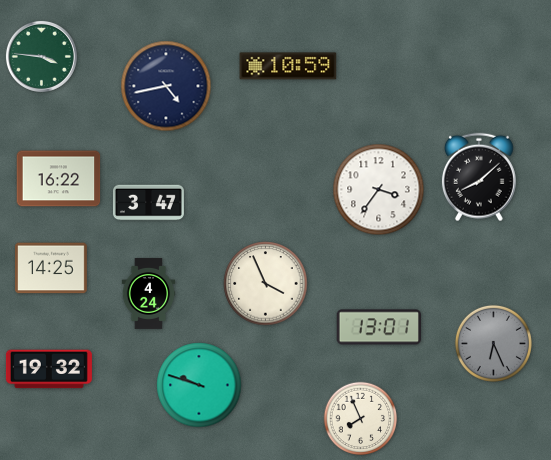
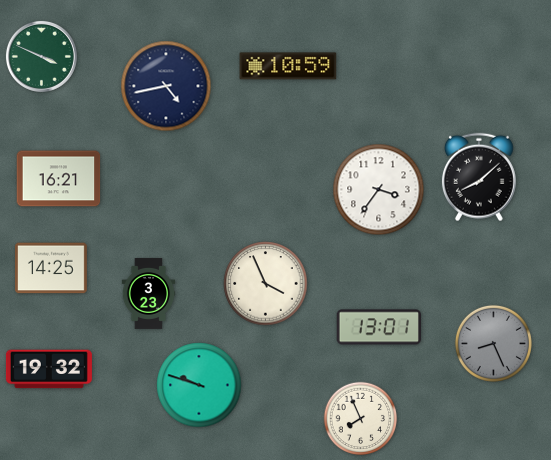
clock at (41, 56): 3:46 -> 3:49
clock at (59, 179): 16:22 -> 16:21
clock at (148, 203): 3:47 -> none
clock at (149, 293): 4:24 -> 3:23
clock at (493, 343): 6:26 -> 8:26
